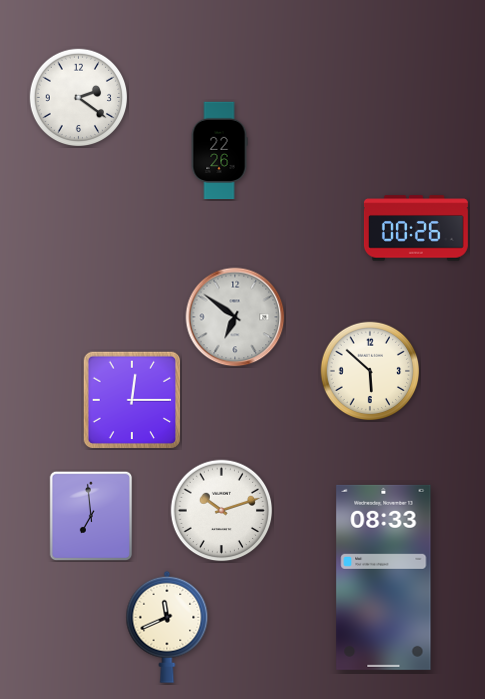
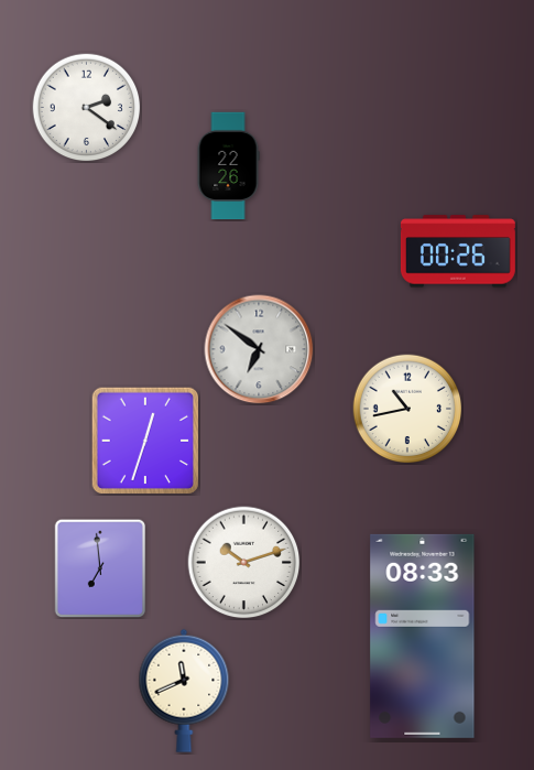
clock at (219, 151) position: (219, 151) -> (228, 166)
clock at (370, 371): 5:52 -> 10:43
clock at (132, 400): 12:15 -> 12:33
